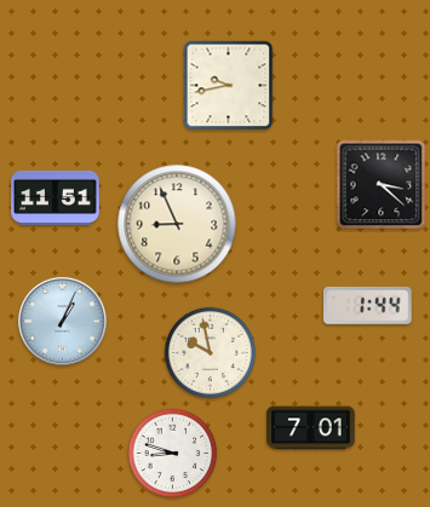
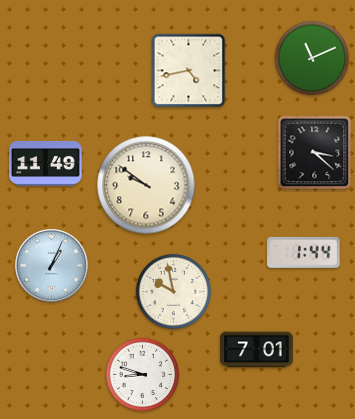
clock at (312, 58): none -> 11:11
clock at (229, 86): 9:43 -> 4:43
clock at (56, 197): 11:51 -> 11:49
clock at (177, 224): 8:56 -> 9:51
clock at (311, 428) position: (311, 428) -> (257, 350)
